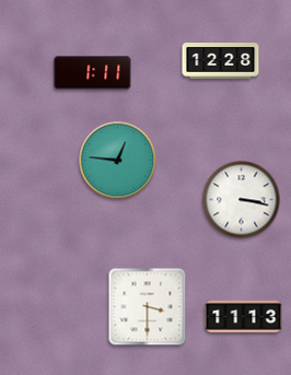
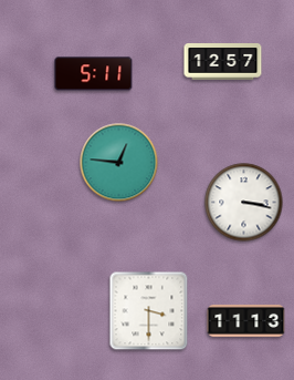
clock at (221, 61): 12:28 -> 12:57
clock at (93, 73): 1:11 -> 5:11
